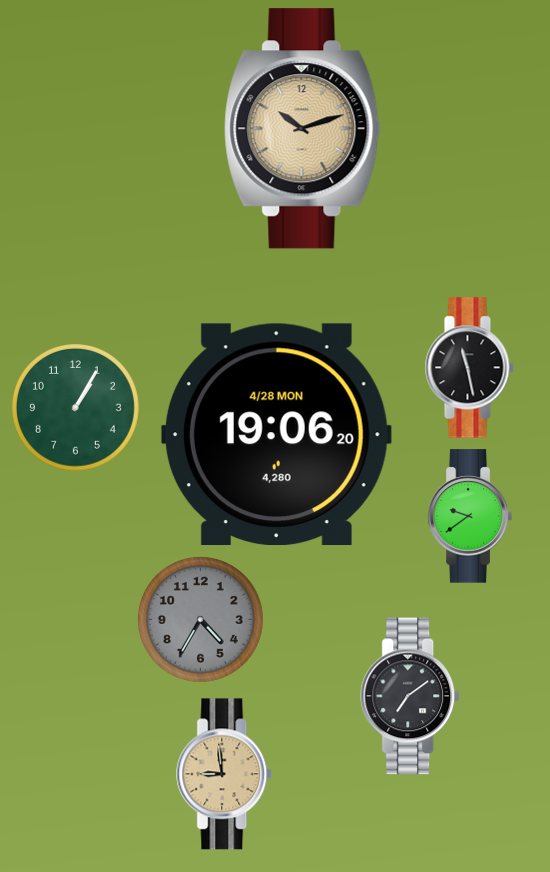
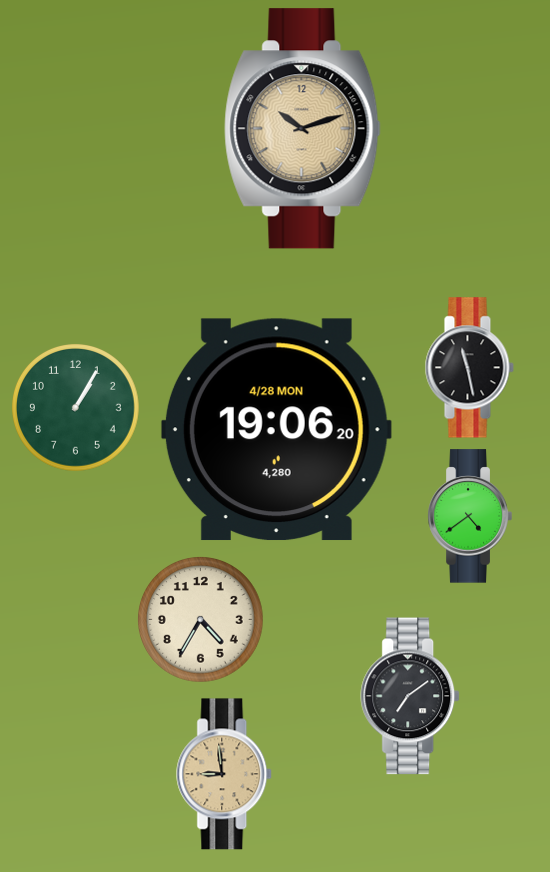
clock at (276, 435) position: (276, 435) -> (276, 430)
clock at (470, 516): 9:39 -> 4:39
clock at (201, 620) dial: grey -> cream
